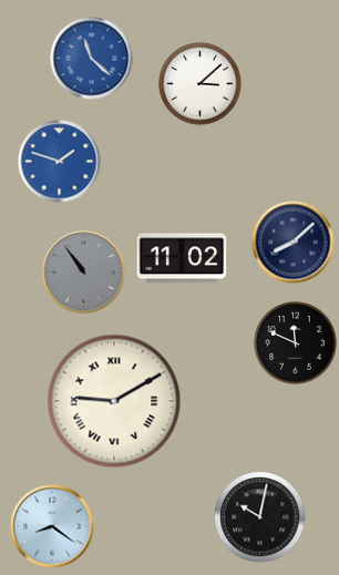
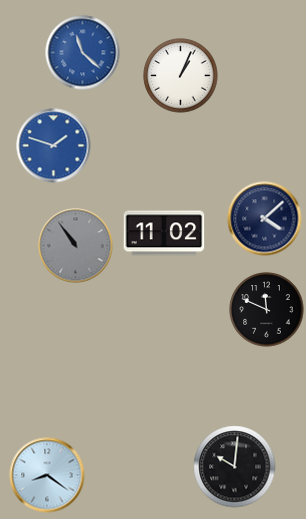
clock at (201, 84): 3:08 -> 1:04
clock at (294, 243): 8:08 -> 4:08
clock at (114, 401): 9:10 -> none
clock at (260, 517): 10:02 -> 10:01
